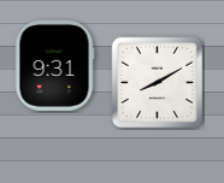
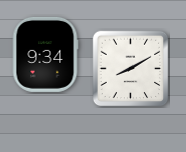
clock at (54, 65): 9:31 -> 9:34
